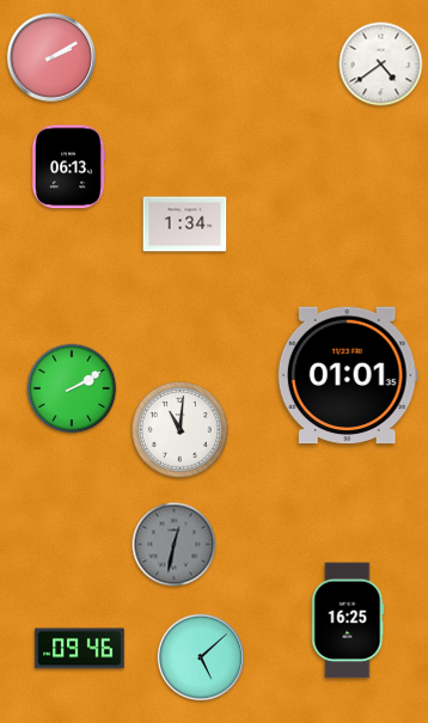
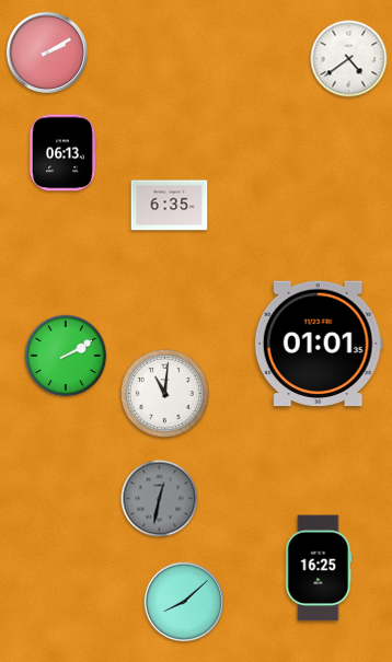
clock at (185, 225): 1:34 -> 6:35
clock at (80, 649): 09:46 -> none
clock at (201, 657): 5:08 -> 8:08
